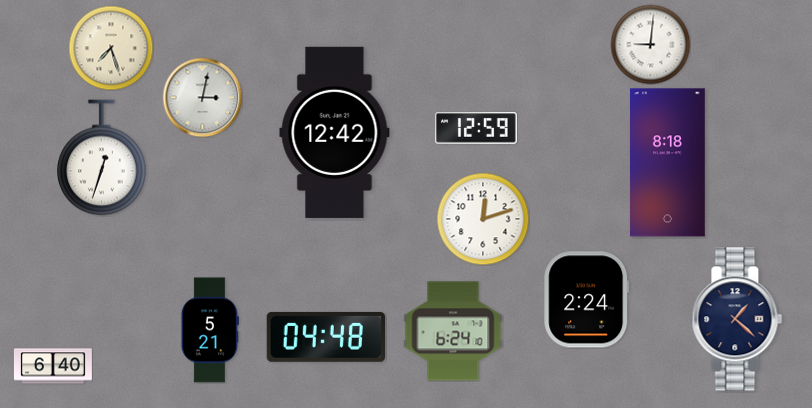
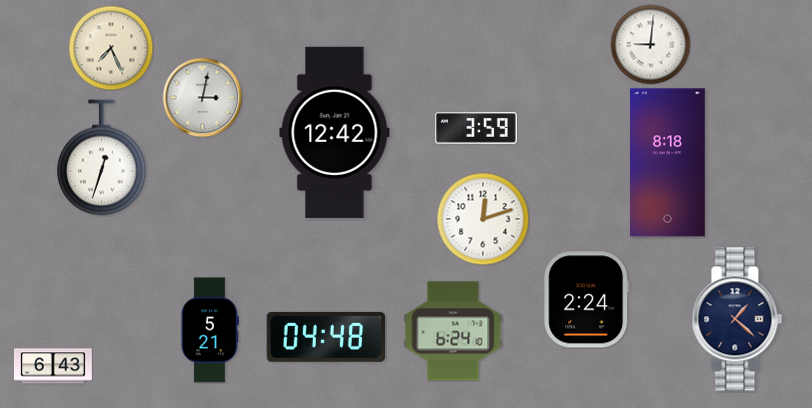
clock at (111, 48): 7:27 -> 7:26
clock at (476, 128): 12:59 -> 3:59
clock at (53, 366): 6:40 -> 6:43
